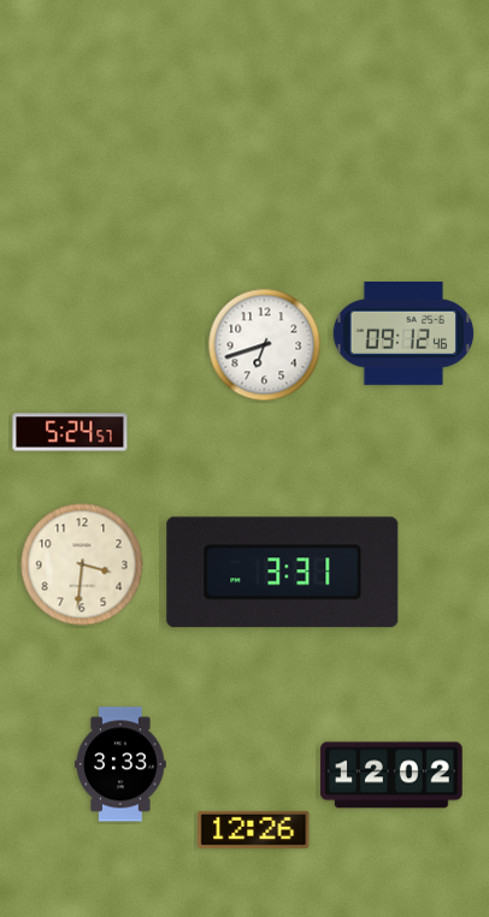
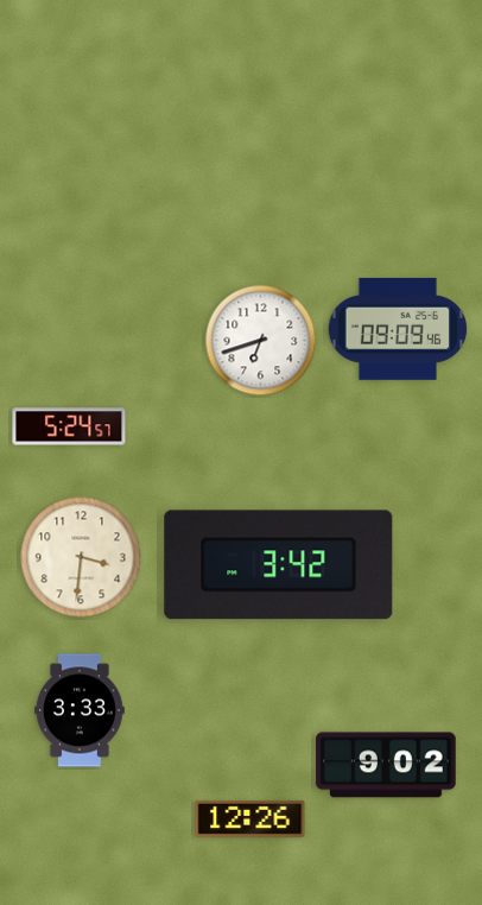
clock at (402, 333): 09:12 -> 09:09
clock at (283, 573): 3:31 -> 3:42
clock at (120, 764) position: (120, 764) -> (80, 710)
clock at (391, 775): 12:02 -> 9:02
